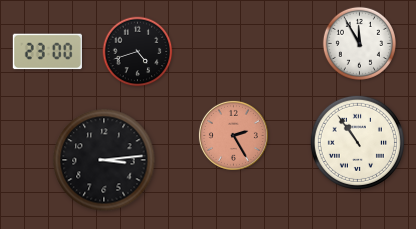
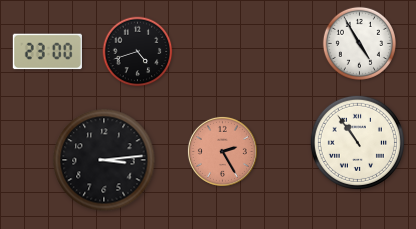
clock at (359, 43): 11:55 -> 4:55
clock at (233, 135) position: (233, 135) -> (222, 151)
